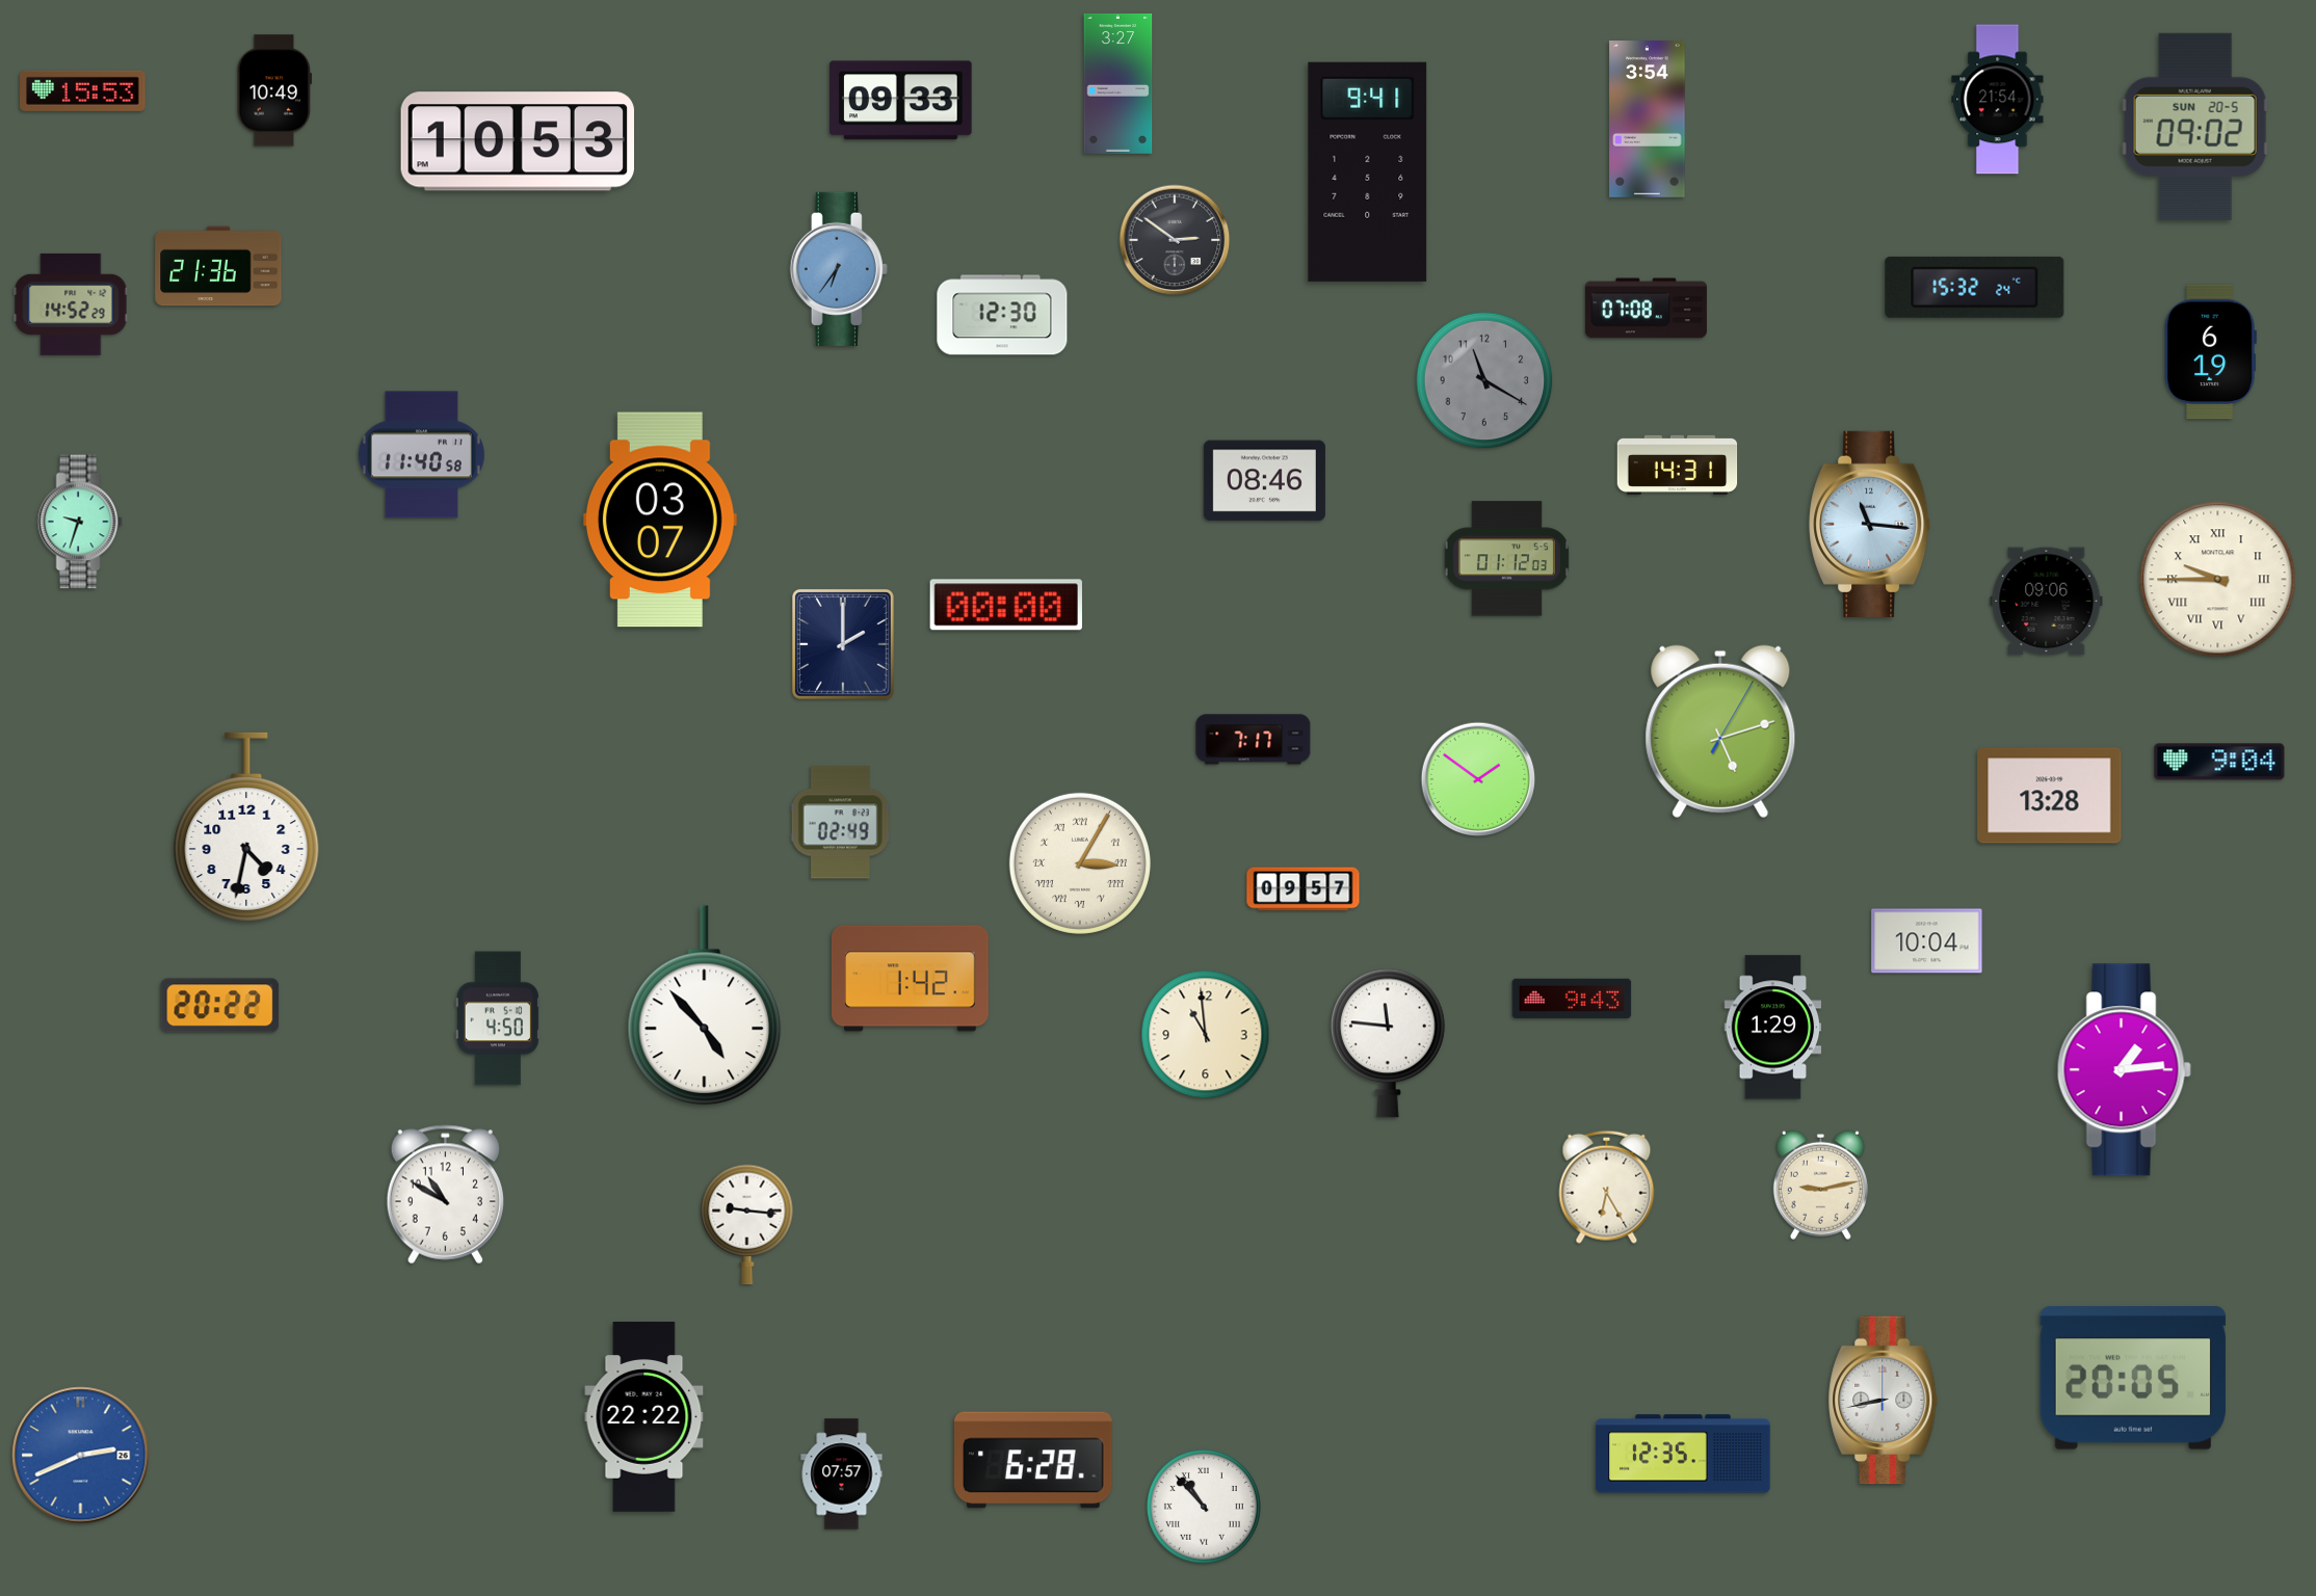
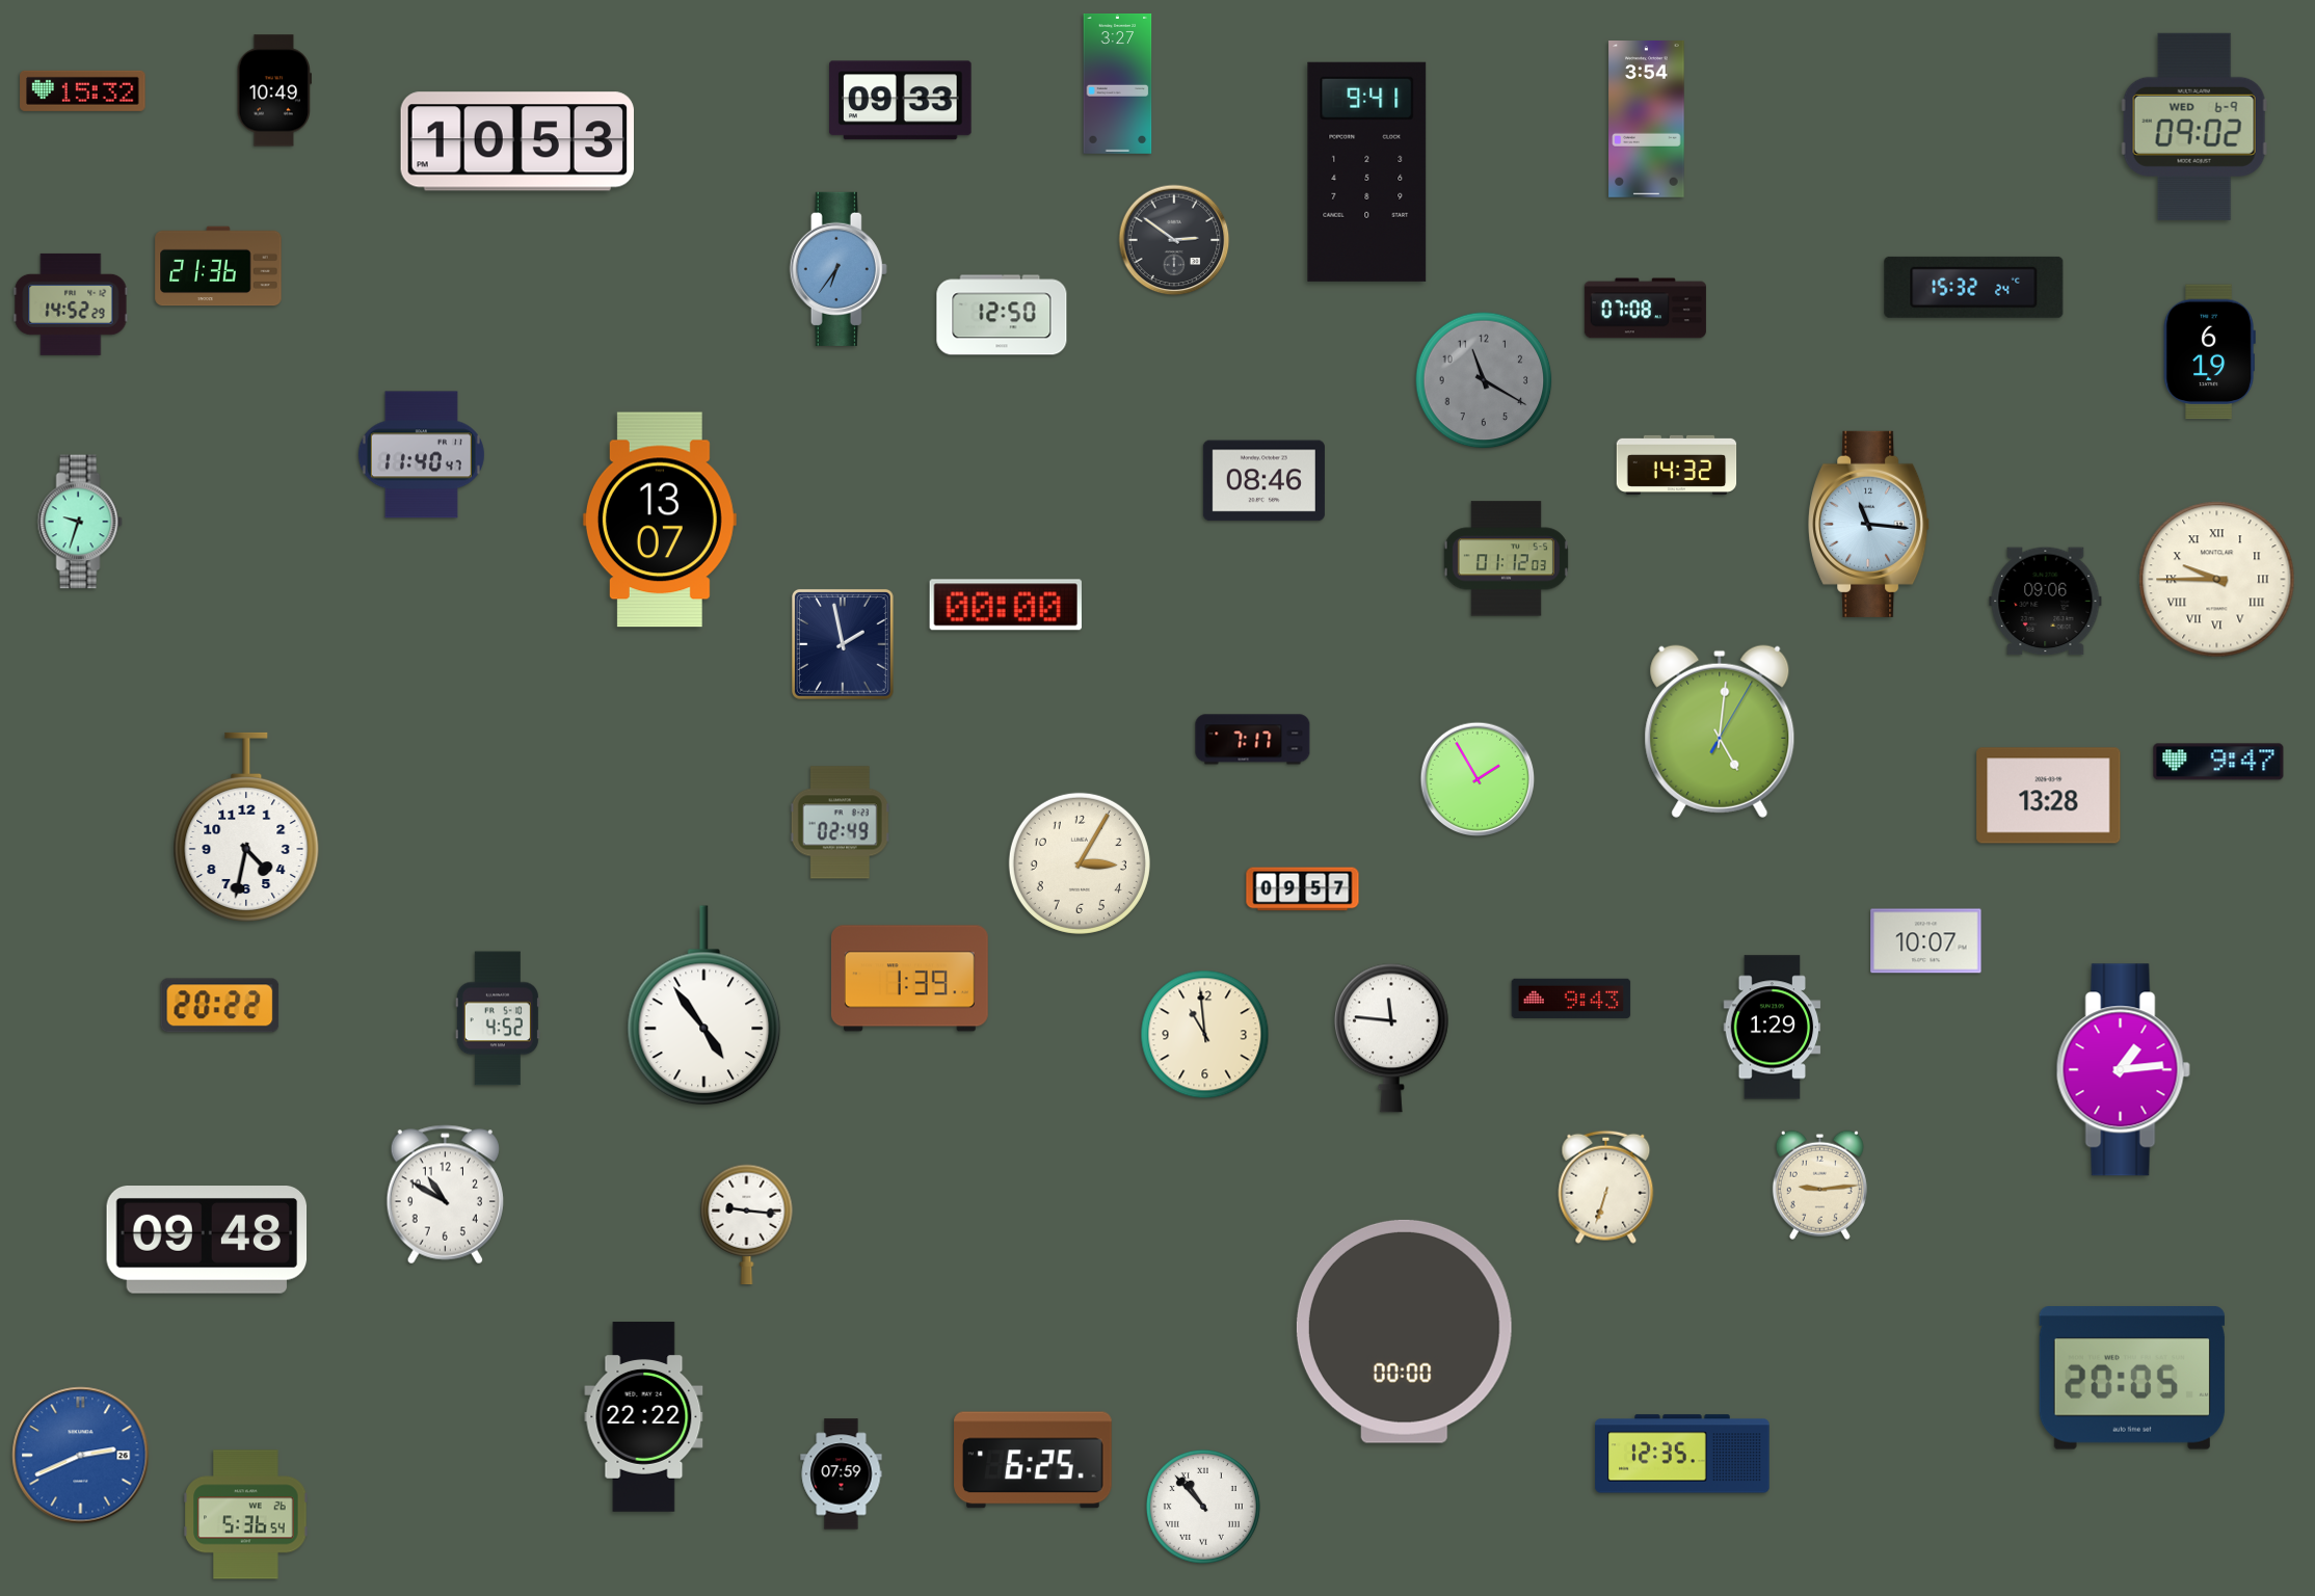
clock at (83, 90): 15:53 -> 15:32
clock at (1998, 100): 21:54 -> none
clock at (2195, 127) date: SUN 20-5 -> WED 6-9
clock at (1002, 315): 12:30 -> 12:50
clock at (421, 455): 11:40:58 -> 11:40:47
clock at (1678, 464): 14:31 -> 14:32
clock at (660, 520): 03:07 -> 13:07
clock at (843, 644): 2:00 -> 1:58
clock at (1720, 731): 5:12 -> 5:01
clock at (2219, 762): 9:04 -> 9:47
clock at (1478, 779): 1:51 -> 1:55
clock at (1080, 863) numerals: Roman -> Arabic
clock at (1927, 941): 10:04 -> 10:07
clock at (910, 979): 1:42 -> 1:39
clock at (705, 1006): 4:53 -> 4:54
clock at (498, 1018): 4:50 -> 4:52
clock at (1388, 1043) position: (1388, 1043) -> (1391, 1038)
clock at (1820, 1185): 9:13 -> 9:14
clock at (1607, 1187): 6:25 -> 6:33
clock at (207, 1241): none -> 09:48
clock at (1404, 1331): none -> 00:00
clock at (1884, 1401): 8:43 -> none
clock at (1033, 1460): 6:28 -> 6:25
clock at (842, 1474): 07:57 -> 07:59
clock at (246, 1515): none -> 5:36
